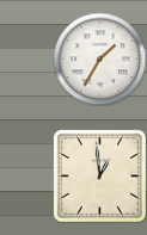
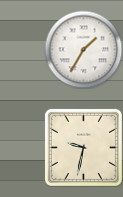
clock at (99, 175): 12:59 -> 9:32
